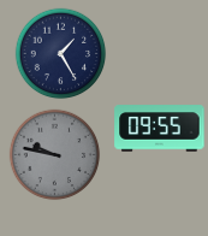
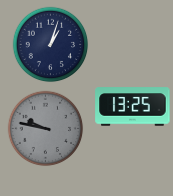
clock at (61, 54): 1:25 -> 1:03
clock at (160, 129): 09:55 -> 13:25
